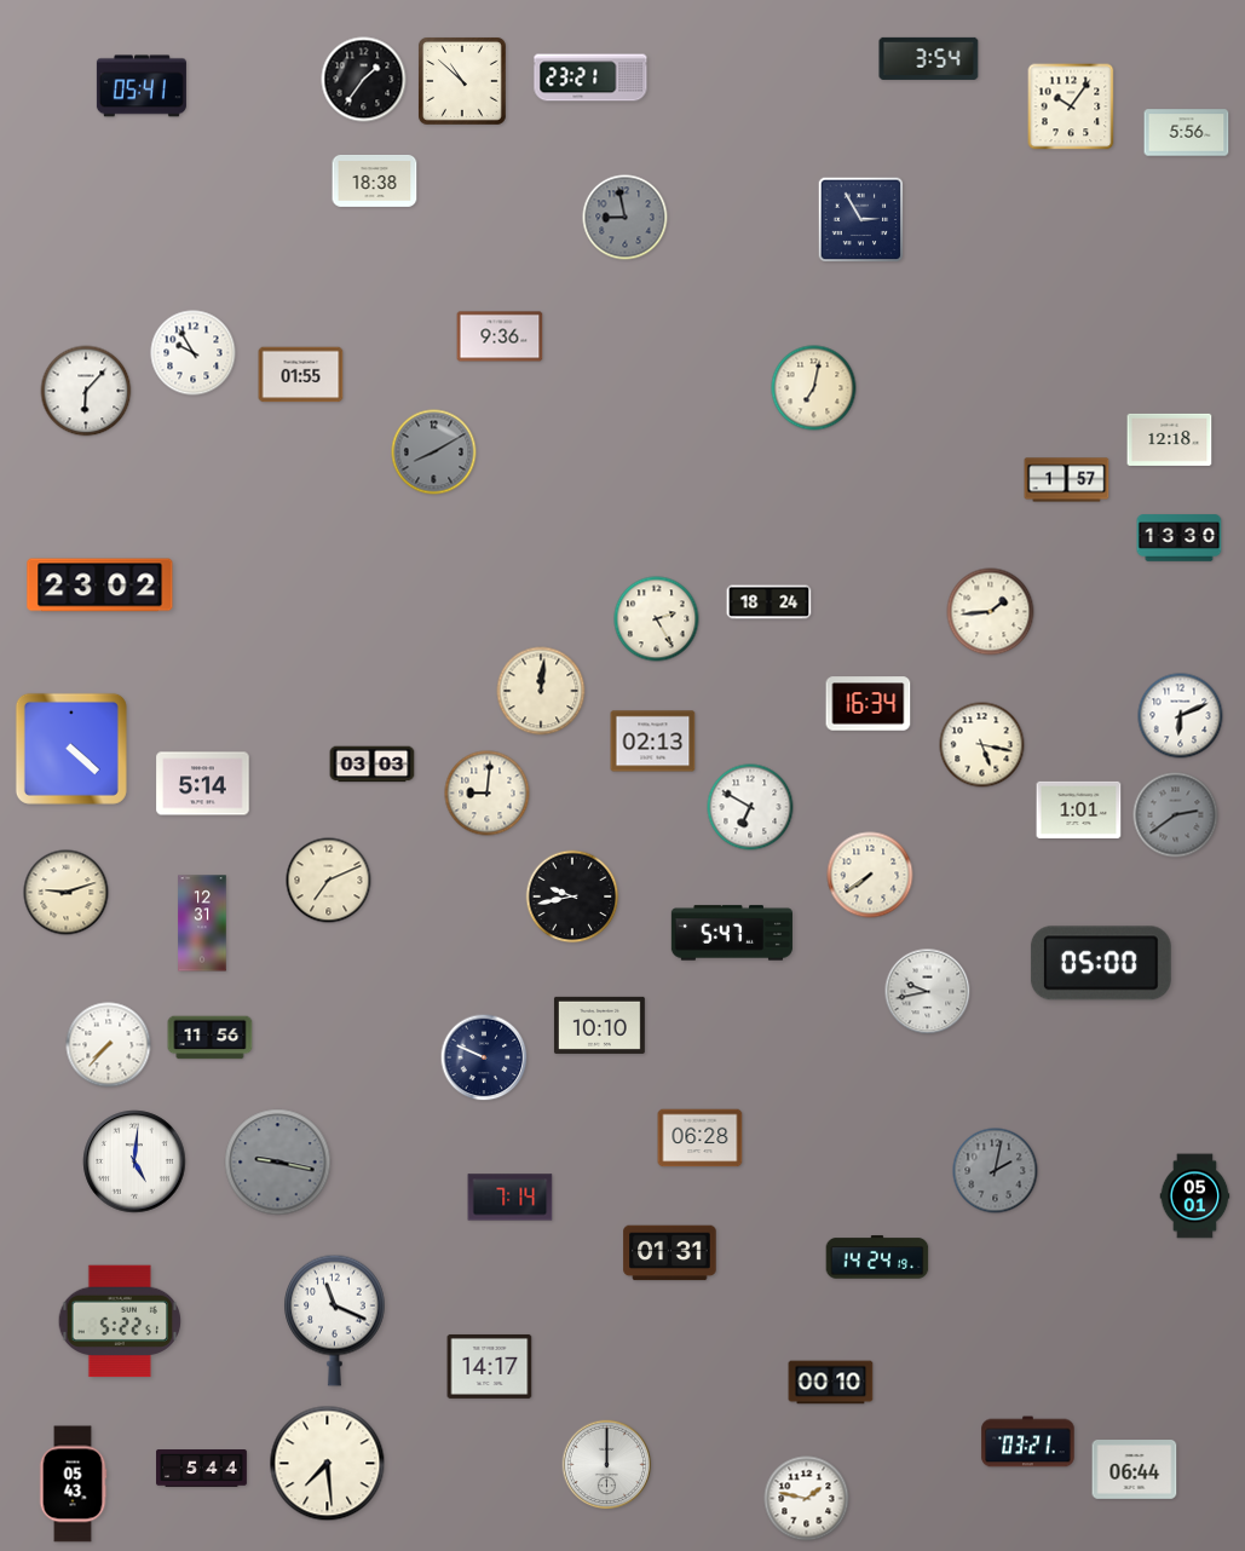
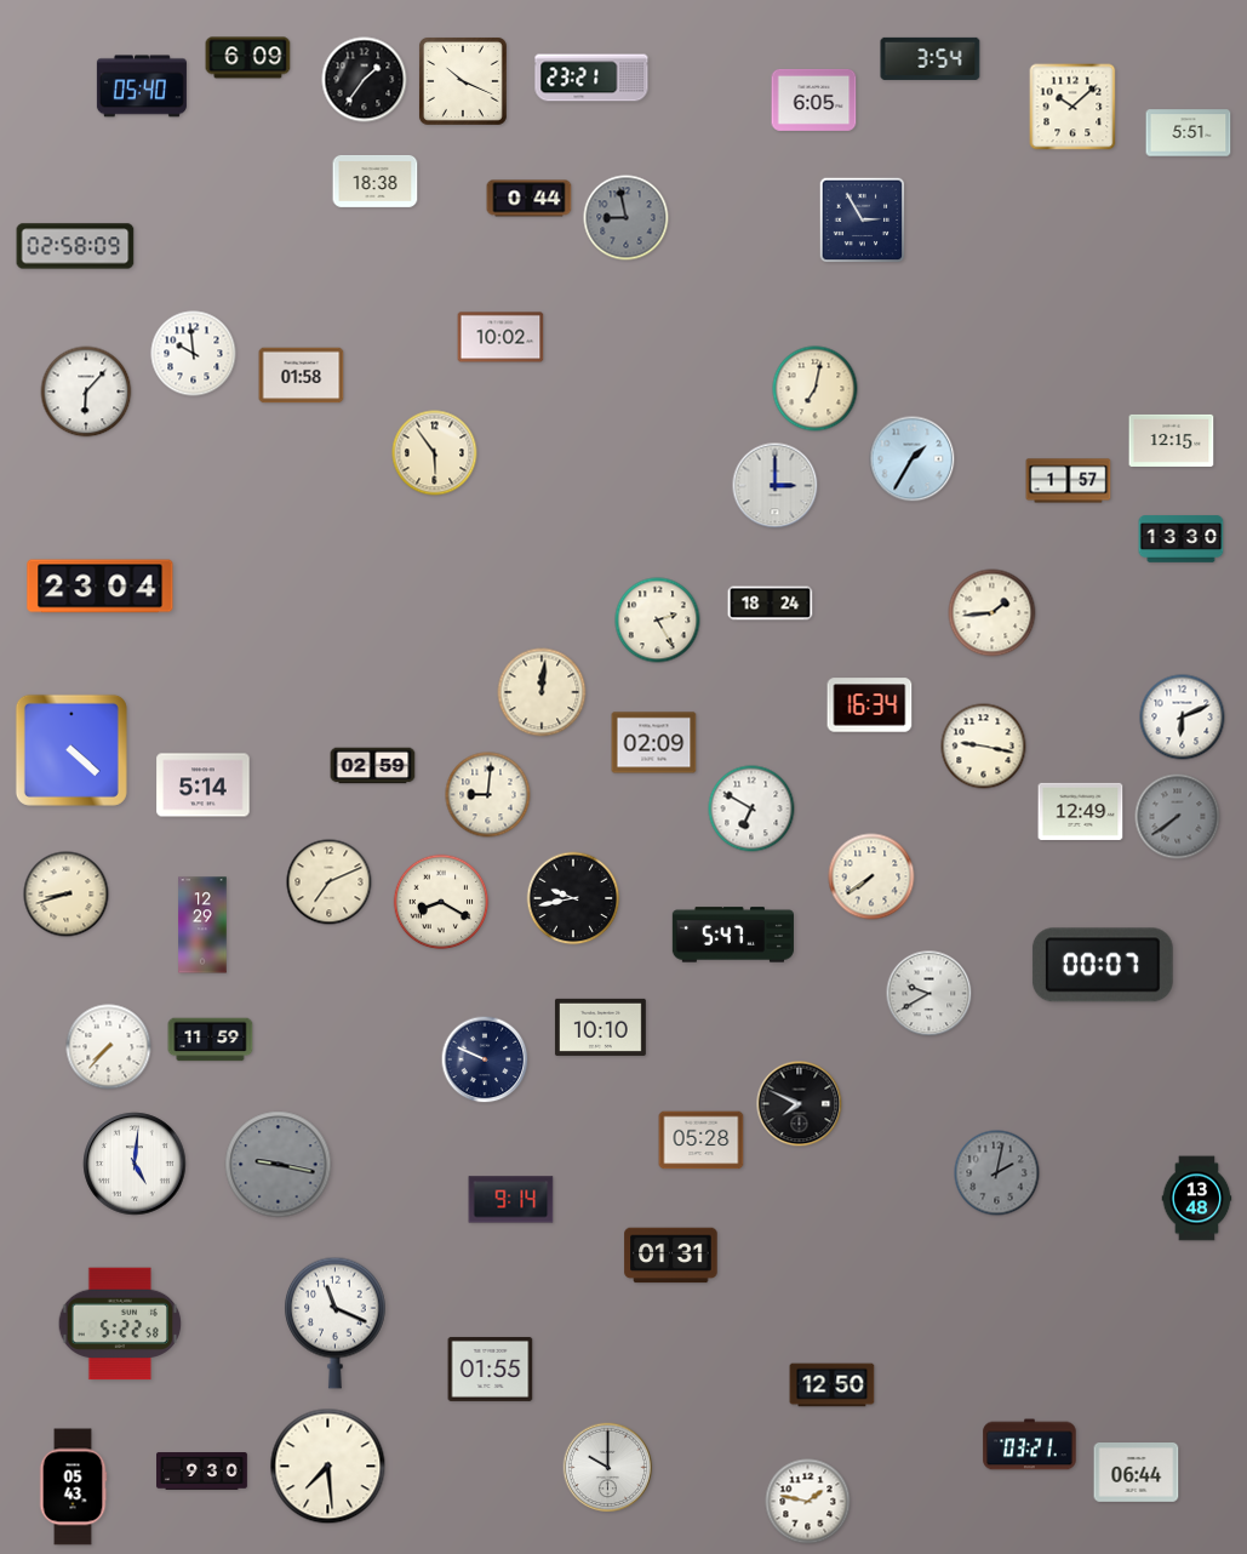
clock at (248, 58): none -> 6:09
clock at (462, 81): 10:52 -> 10:19
clock at (142, 86): 05:41 -> 05:40
clock at (814, 99): none -> 6:05
clock at (1071, 106): 10:06 -> 10:08
clock at (1187, 133): 5:56 -> 5:51
clock at (530, 199): none -> 0:44
clock at (75, 246): none -> 02:58
clock at (500, 336): 9:36 -> 10:02
clock at (194, 353): 9:55 -> 9:59
clock at (301, 375): 01:55 -> 01:58
clock at (1170, 439): 12:18 -> 12:15
clock at (434, 452): 8:10 -> 5:54
clock at (434, 452) dial: grey -> cream
clock at (913, 459): none -> 1:35
clock at (776, 486): none -> 3:00
clock at (100, 586): 23:02 -> 23:04
clock at (653, 742): 02:13 -> 02:09
clock at (982, 745): 5:17 -> 9:17
clock at (373, 765): 03:03 -> 02:59
clock at (1079, 809): 1:01 -> 12:49
clock at (1176, 815): 2:39 -> 7:39
clock at (67, 893): 9:12 -> 8:42
clock at (441, 902): none -> 8:20
clock at (202, 923): 12:31 -> 12:29
clock at (1101, 963): 05:00 -> 00:07
clock at (928, 992): 9:43 -> 9:40
clock at (211, 1038): 11:56 -> 11:59
clock at (800, 1104): none -> 7:49
clock at (701, 1138): 06:28 -> 05:28
clock at (1195, 1197): 05:01 -> 13:48
clock at (511, 1198): 7:14 -> 9:14
clock at (877, 1257): 14:24 -> none
clock at (120, 1321): 5:22:51 -> 5:22:58
clock at (490, 1366): 14:17 -> 01:55
clock at (831, 1383): 00:10 -> 12:50
clock at (607, 1465): 12:00 -> 10:00
clock at (202, 1469): 5:44 -> 9:30
